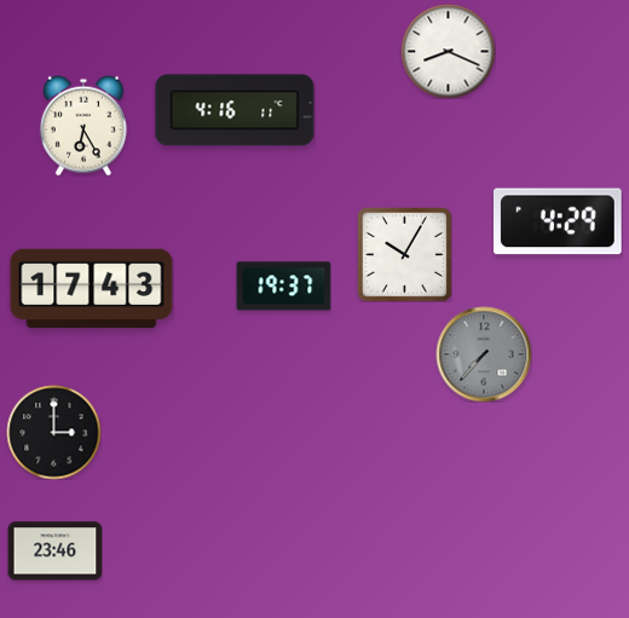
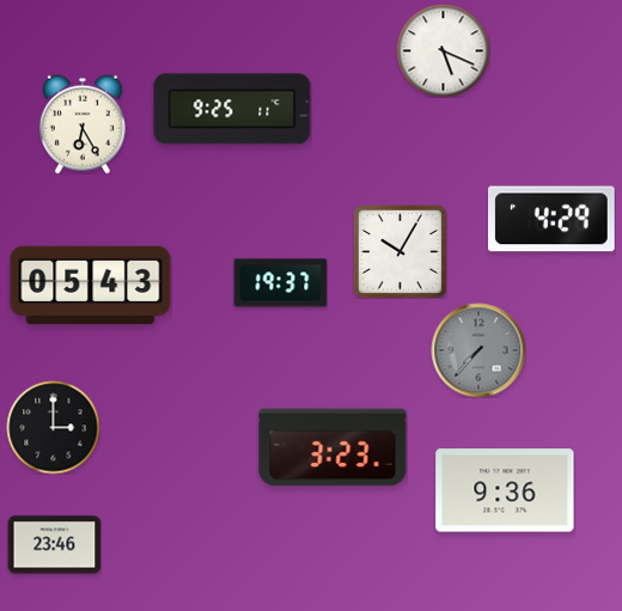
clock at (448, 51): 8:19 -> 5:19
clock at (235, 110): 4:16 -> 9:25
clock at (92, 289): 17:43 -> 05:43
clock at (333, 447): none -> 3:23
clock at (505, 490): none -> 9:36
